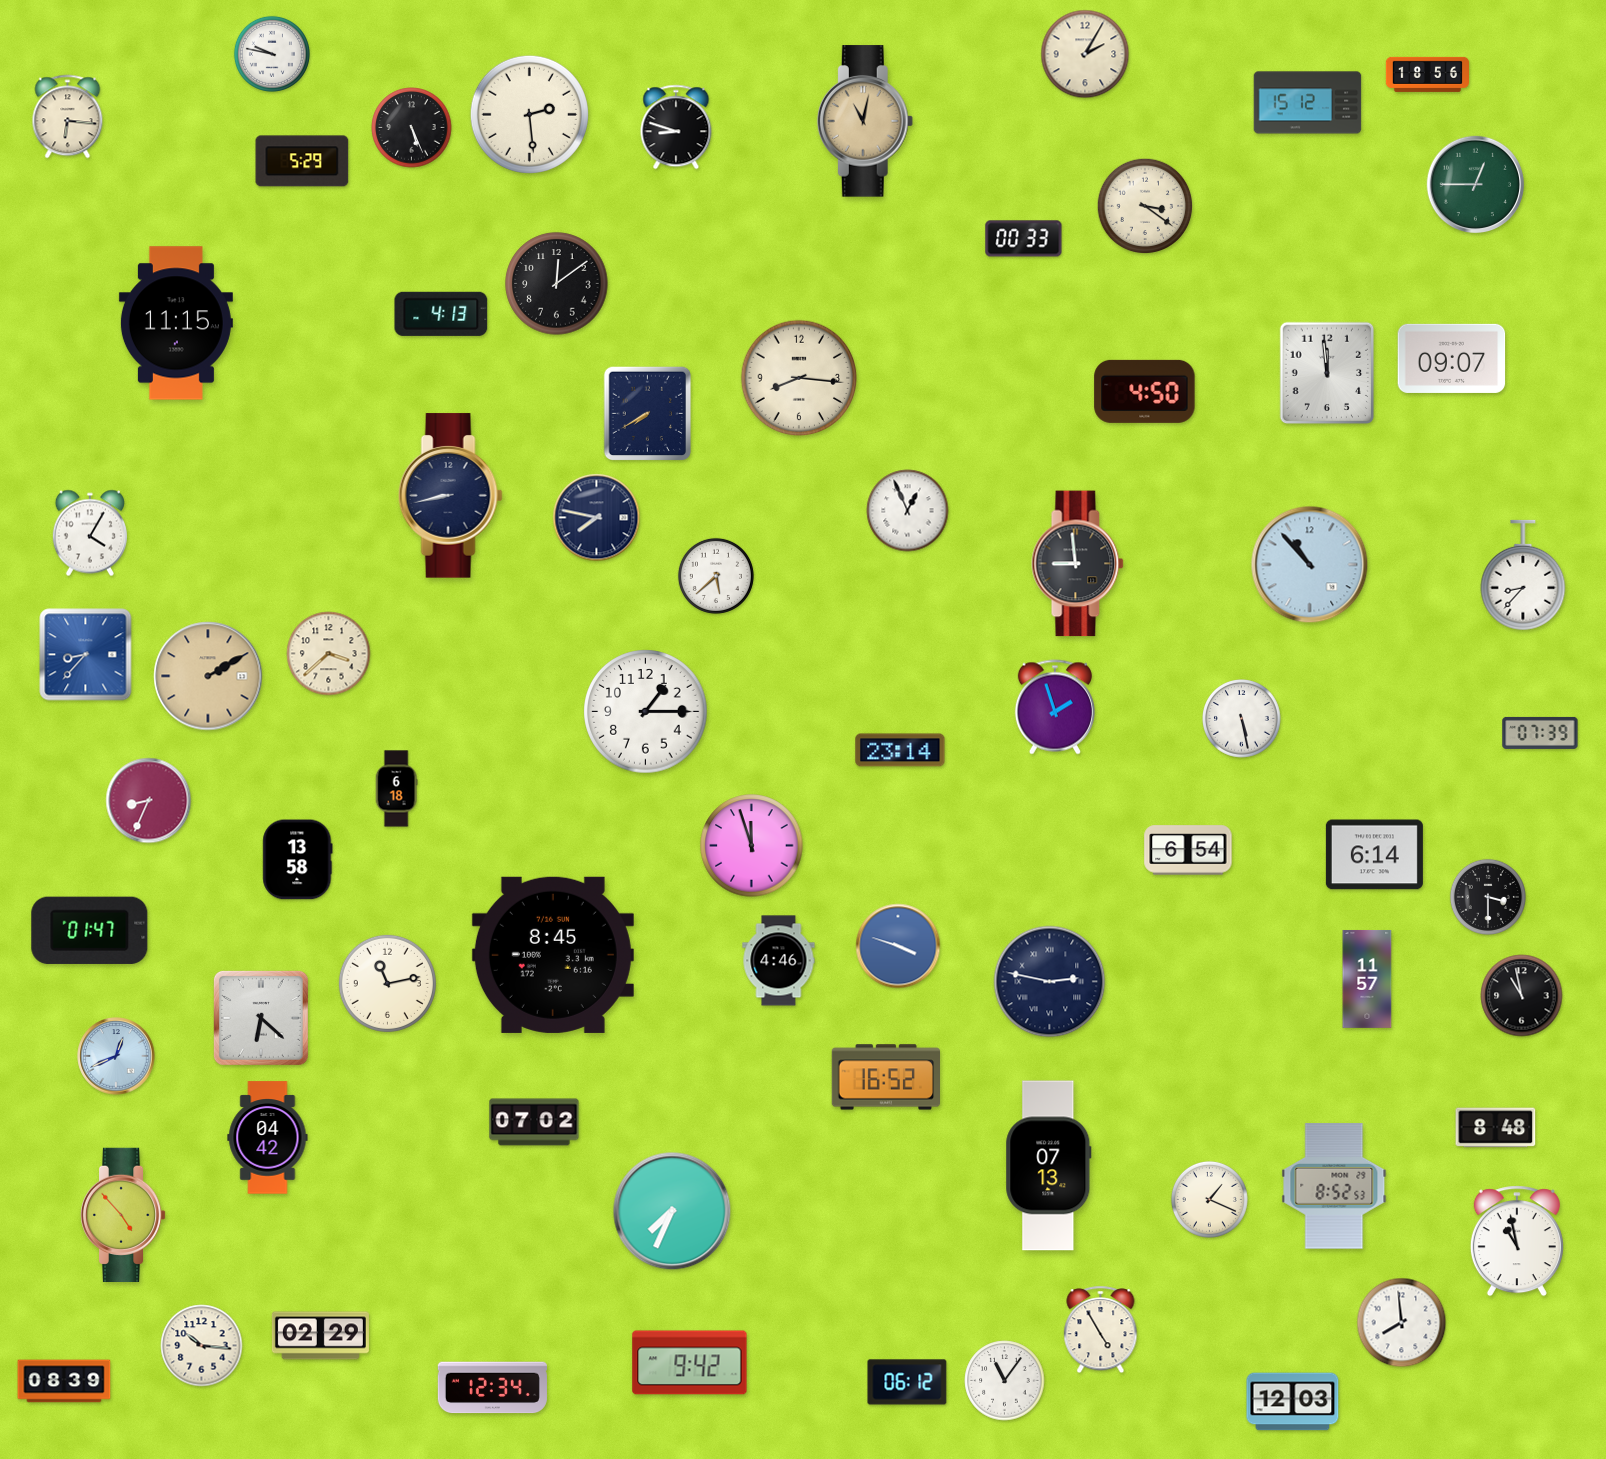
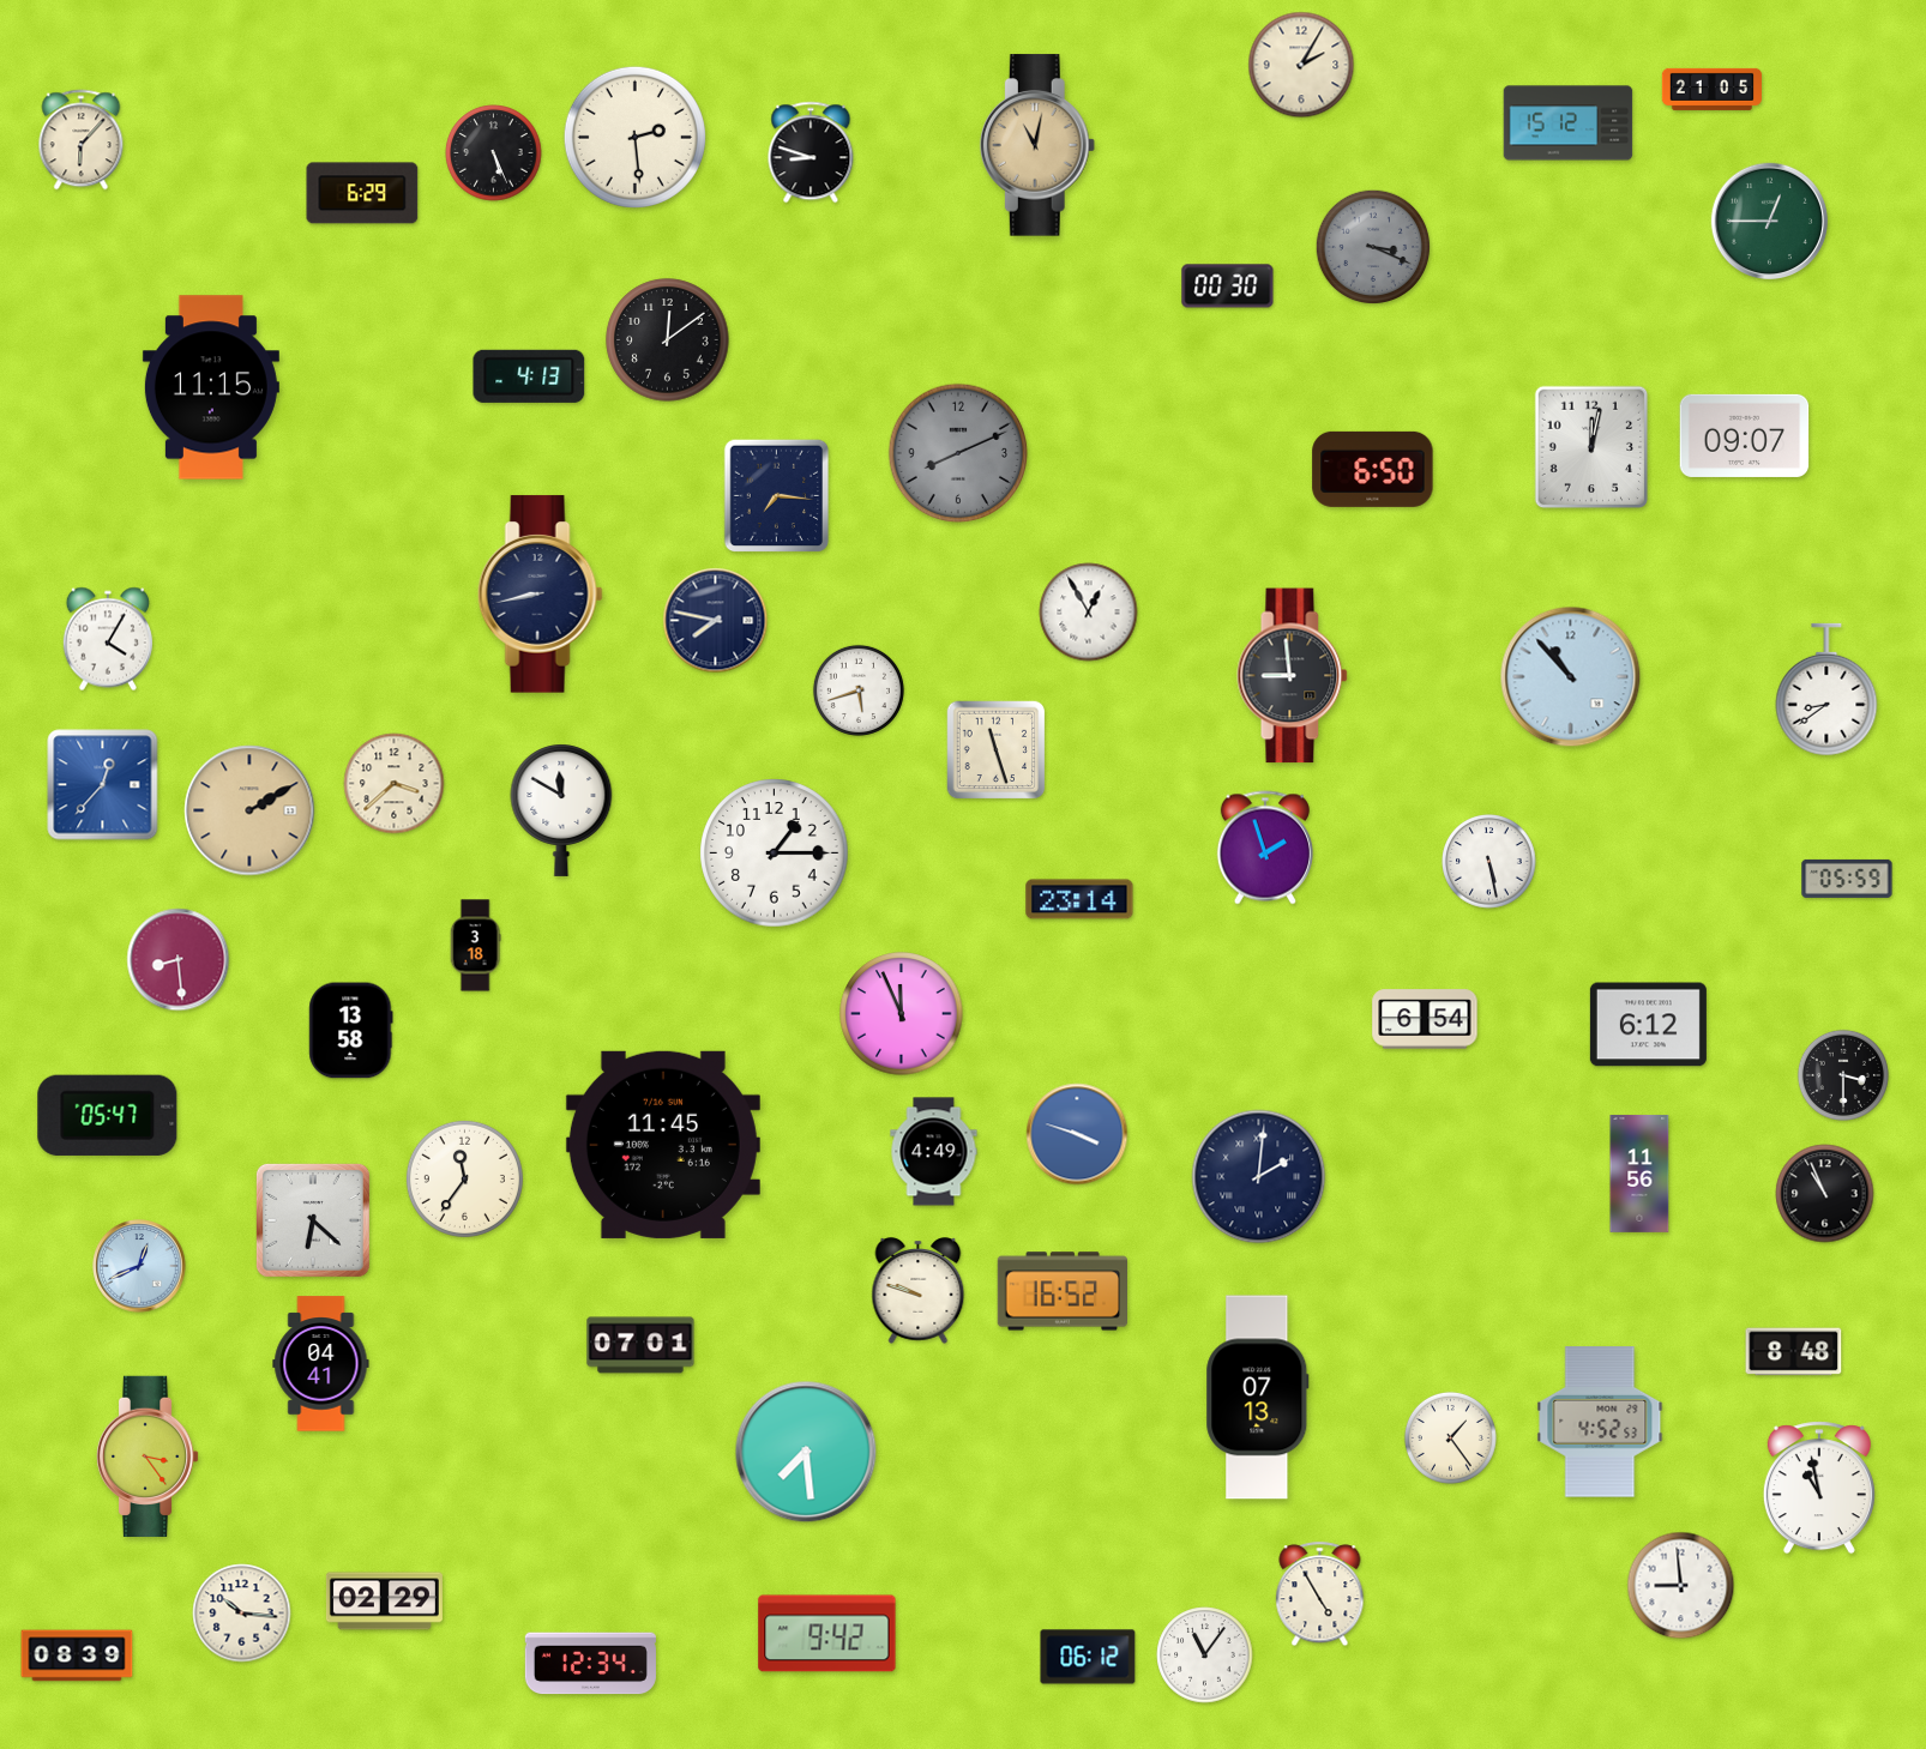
clock at (272, 54): 9:47 -> none
clock at (1427, 74): 18:56 -> 21:05
clock at (68, 117): 6:16 -> 6:07
clock at (302, 161): 5:29 -> 6:29
clock at (1145, 206): 3:21 -> 3:19
clock at (1145, 206) dial: cream -> grey
clock at (1024, 239): 00:33 -> 00:30
clock at (1452, 358) position: (1452, 358) -> (1745, 435)
clock at (1327, 373): 11:59 -> 12:02
clock at (799, 378): 8:16 -> 8:11
clock at (799, 378) dial: cream -> grey
clock at (1145, 391): 4:50 -> 6:50
clock at (648, 414): 7:40 -> 7:16
clock at (908, 511): 12:56 -> 12:55
clock at (1523, 575): 8:37 -> 8:39
clock at (716, 576): 5:38 -> 5:42
clock at (997, 750): none -> 11:27
clock at (86, 655): 8:37 -> 12:37
clock at (561, 810): none -> 11:50
clock at (1540, 733): 07:39 -> 05:59
clock at (396, 789): 6:18 -> 3:18
clock at (149, 801): 8:34 -> 8:29
clock at (752, 846): 11:57 -> 11:56
clock at (1374, 855): 6:14 -> 6:12
clock at (298, 860) position: (298, 860) -> (351, 1031)
clock at (1488, 897) position: (1488, 897) -> (1843, 1075)
clock at (90, 930): 01:47 -> 05:47
clock at (553, 955): 8:45 -> 11:45
clock at (779, 961): 4:46 -> 4:49
clock at (1367, 980): 11:57 -> 11:56
clock at (1050, 982): 2:47 -> 2:01
clock at (387, 983): 11:13 -> 11:36
clock at (1522, 996): 10:58 -> 10:56
clock at (919, 1291): none -> 9:48
clock at (534, 1122): 07:02 -> 07:01
clock at (268, 1138): 04:42 -> 04:41
clock at (1334, 1186): 8:52 -> 4:52
clock at (1209, 1199): 1:19 -> 1:24
clock at (672, 1211): 7:34 -> 7:29
clock at (123, 1214): 4:53 -> 3:24
clock at (1402, 1323): 7:59 -> 8:59
clock at (1293, 1402): 12:03 -> none
